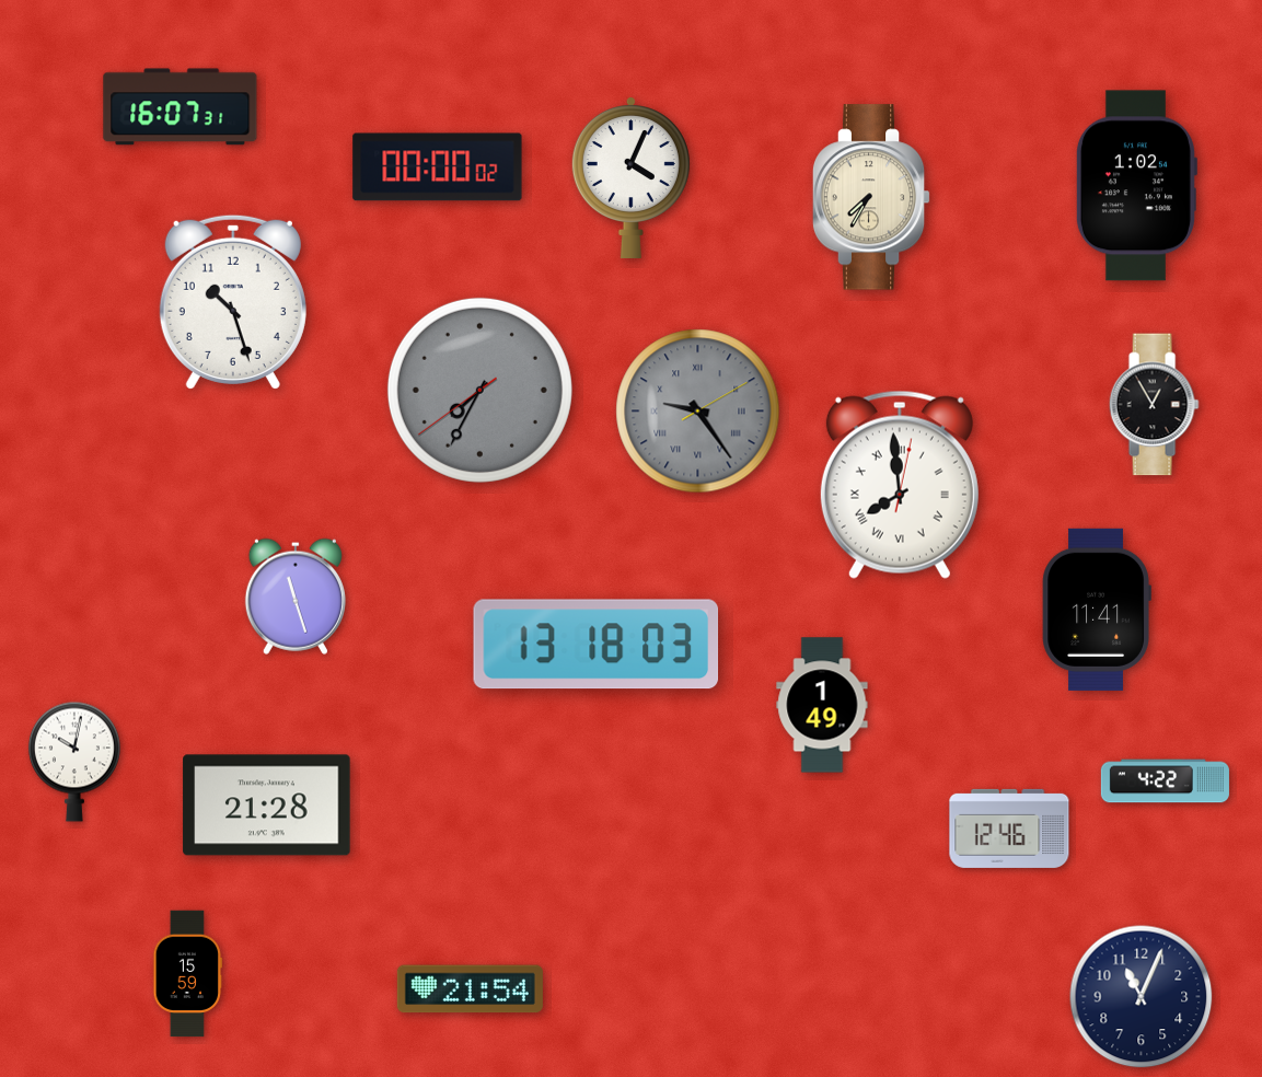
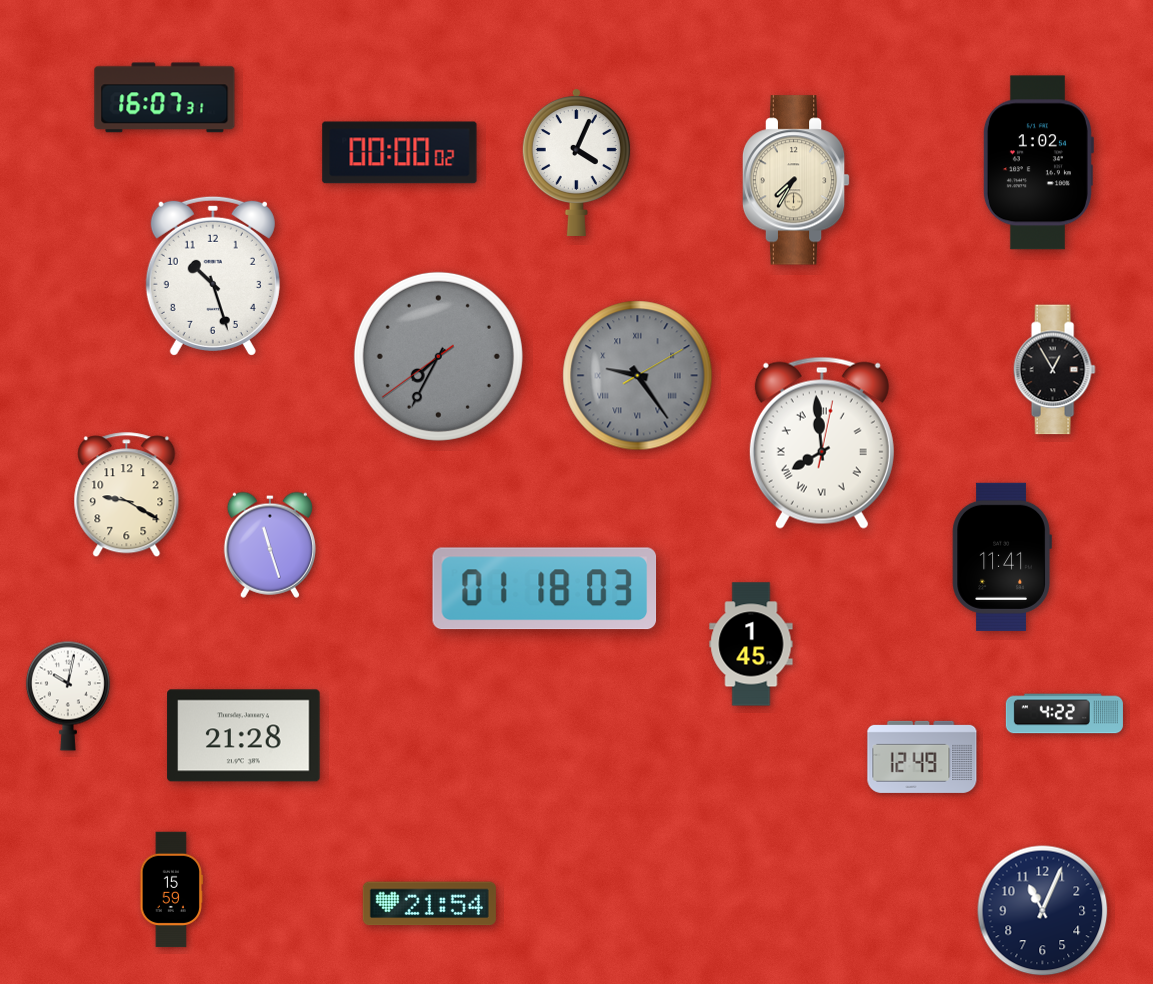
clock at (1136, 186) position: (1136, 186) -> (1038, 163)
clock at (127, 495): none -> 9:20
clock at (597, 645): 13:18 -> 01:18
clock at (822, 705): 1:49 -> 1:45
clock at (1009, 829): 12:46 -> 12:49
